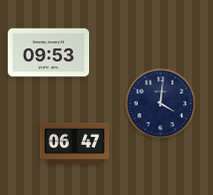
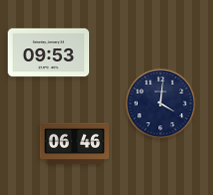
clock at (75, 144): 06:47 -> 06:46
